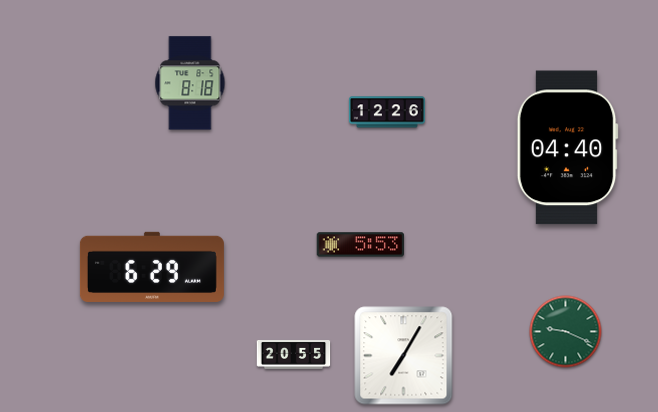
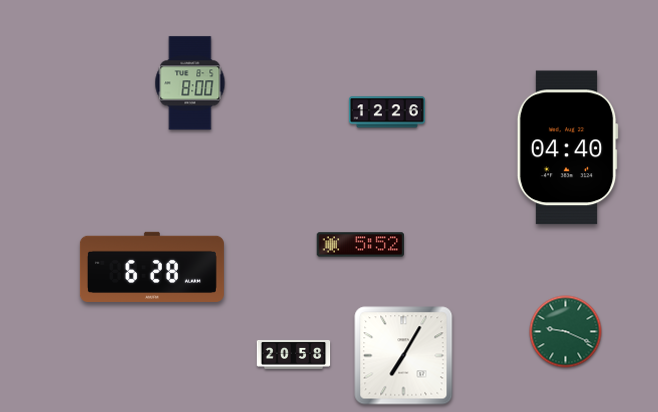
clock at (190, 83): 8:18 -> 8:00
clock at (361, 245): 5:53 -> 5:52
clock at (152, 267): 6:29 -> 6:28
clock at (294, 355): 20:55 -> 20:58
